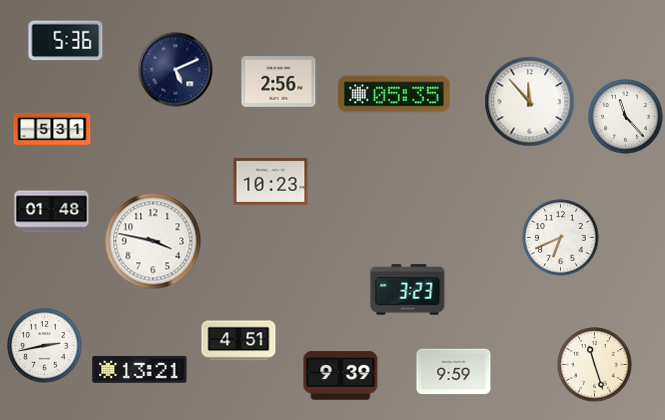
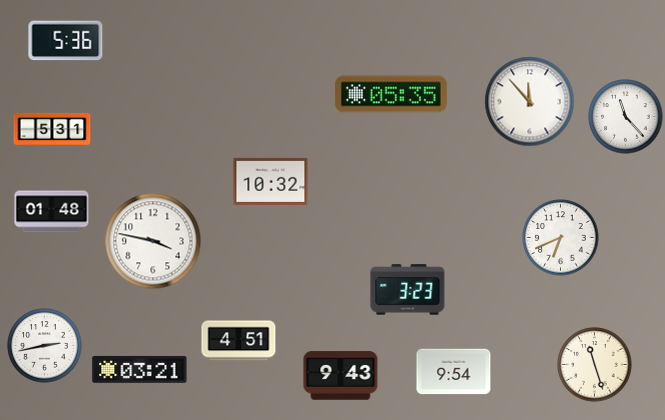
clock at (176, 70): 5:11 -> none
clock at (279, 82): 2:56 -> none
clock at (394, 94) position: (394, 94) -> (391, 94)
clock at (271, 181): 10:23 -> 10:32
clock at (140, 369): 13:21 -> 03:21
clock at (454, 372): 9:59 -> 9:54
clock at (341, 376): 9:39 -> 9:43
